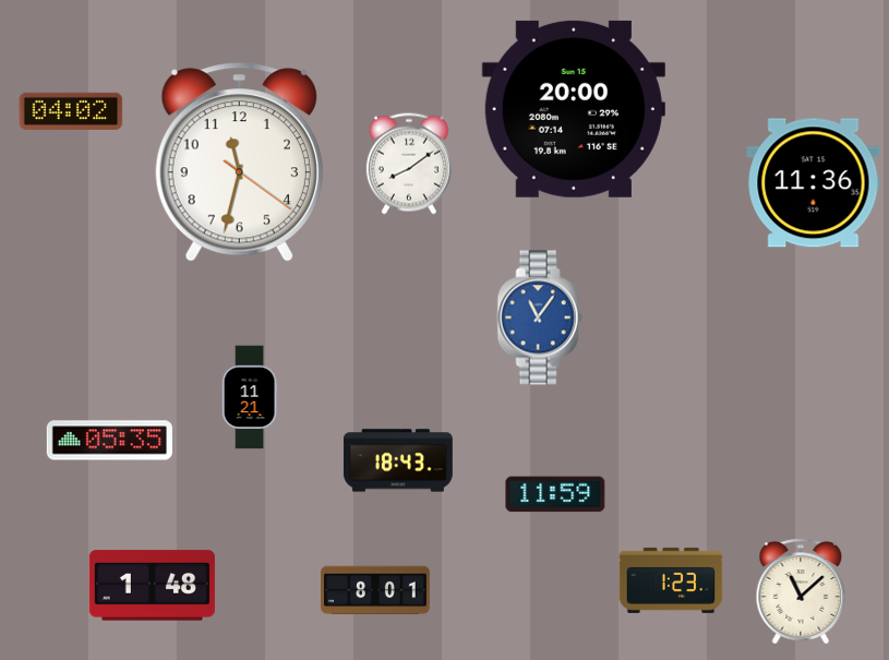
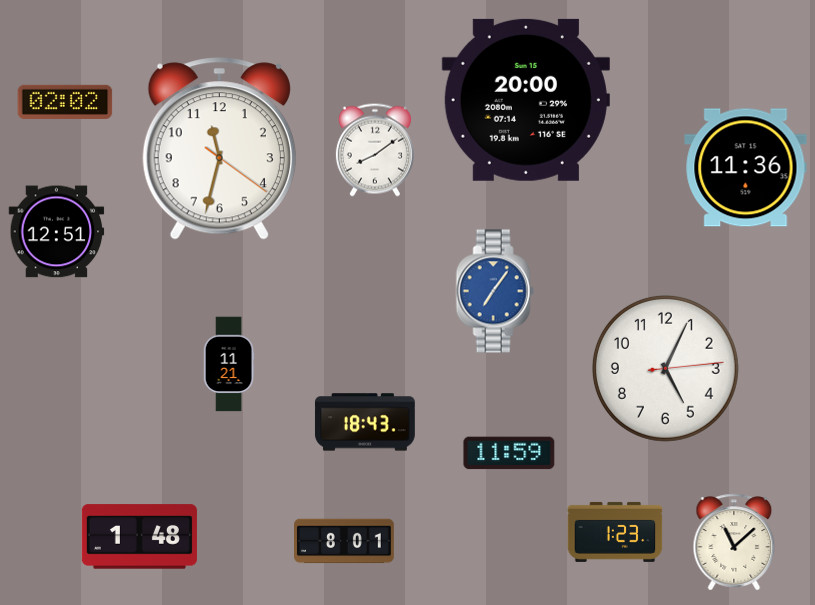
clock at (71, 111): 04:02 -> 02:02
clock at (57, 232): none -> 12:51
clock at (540, 317): 11:06 -> 7:06
clock at (665, 368): none -> 5:04
clock at (109, 441): 05:35 -> none
